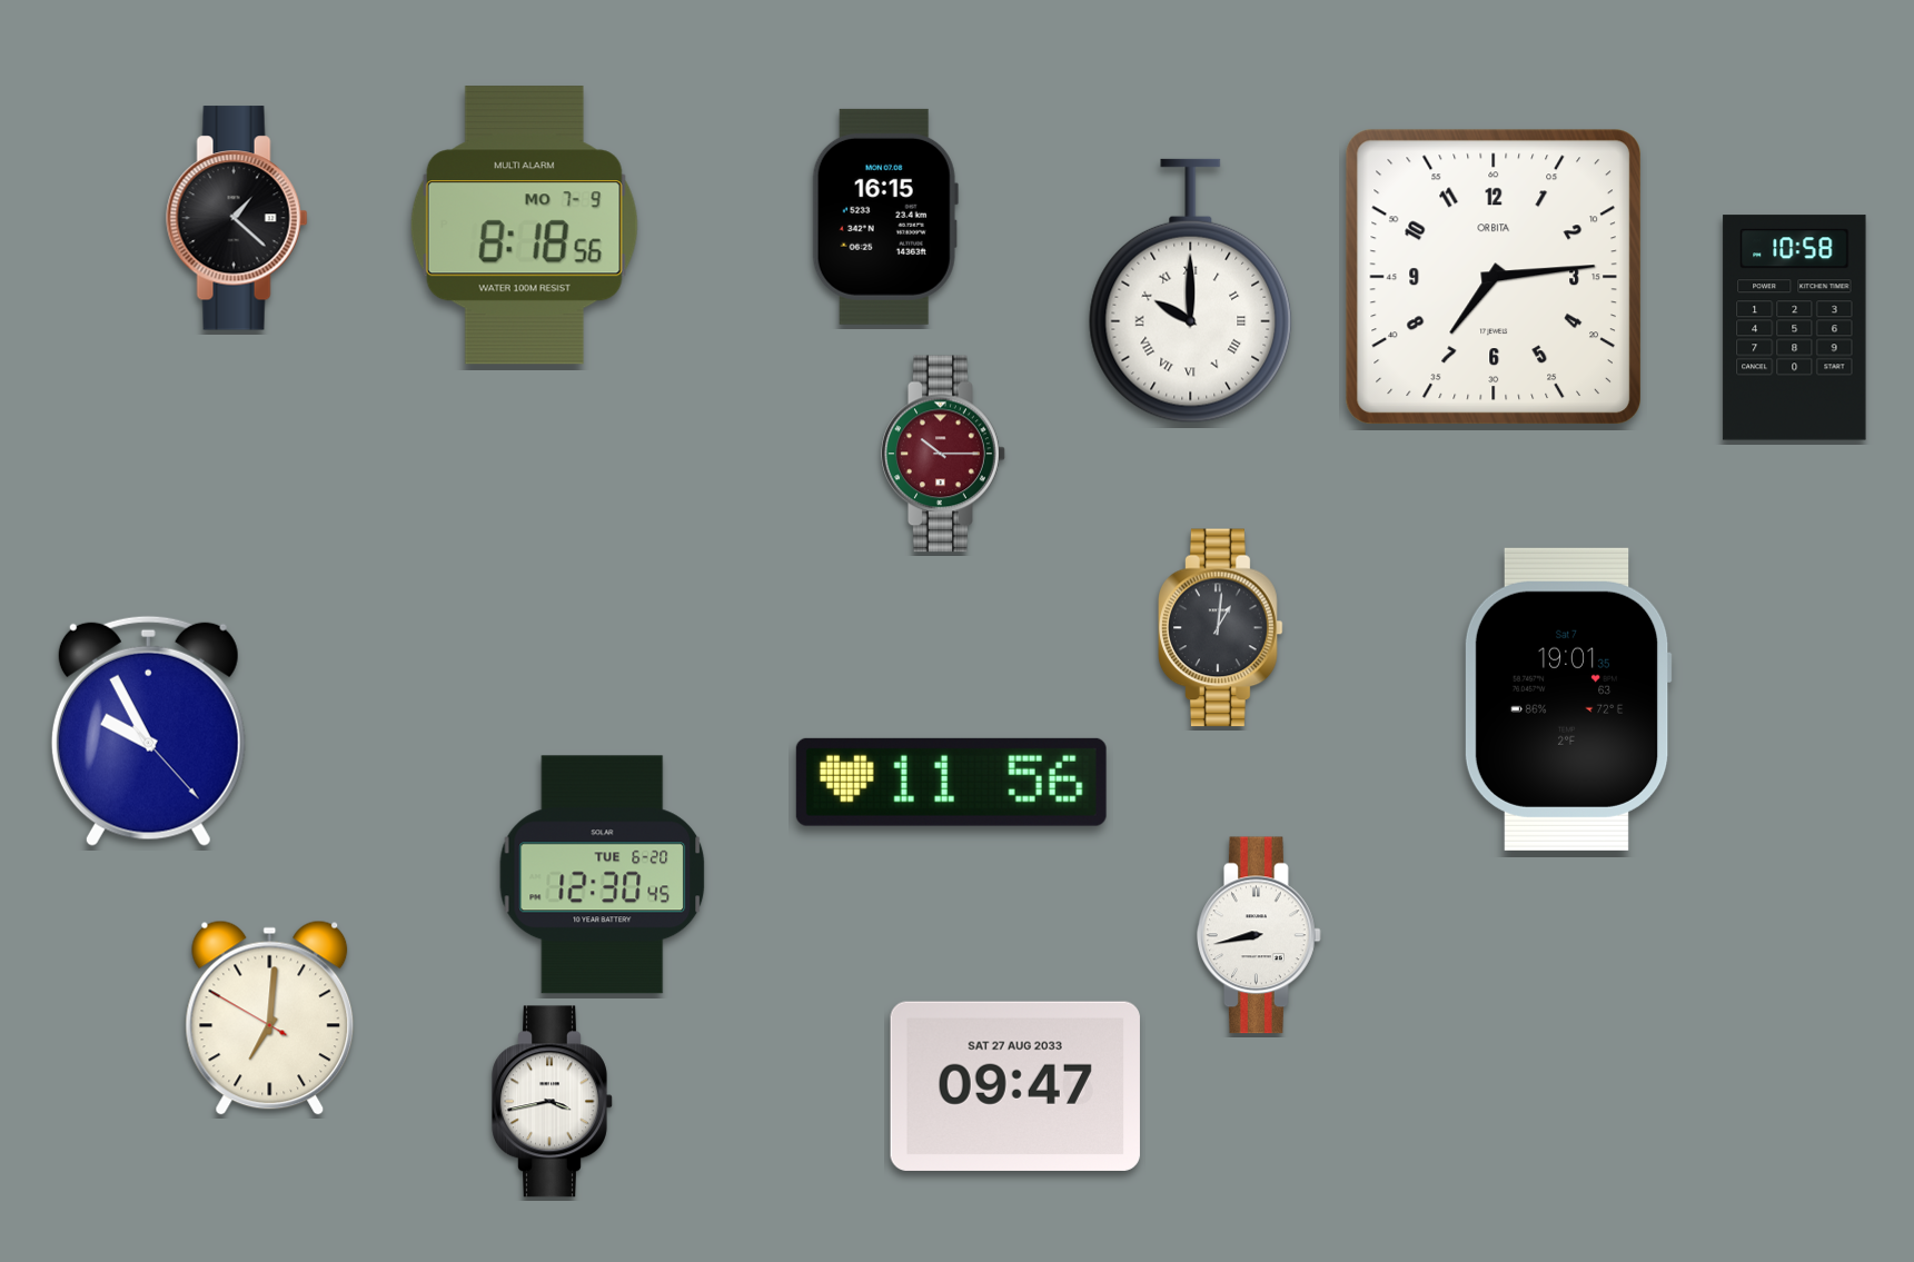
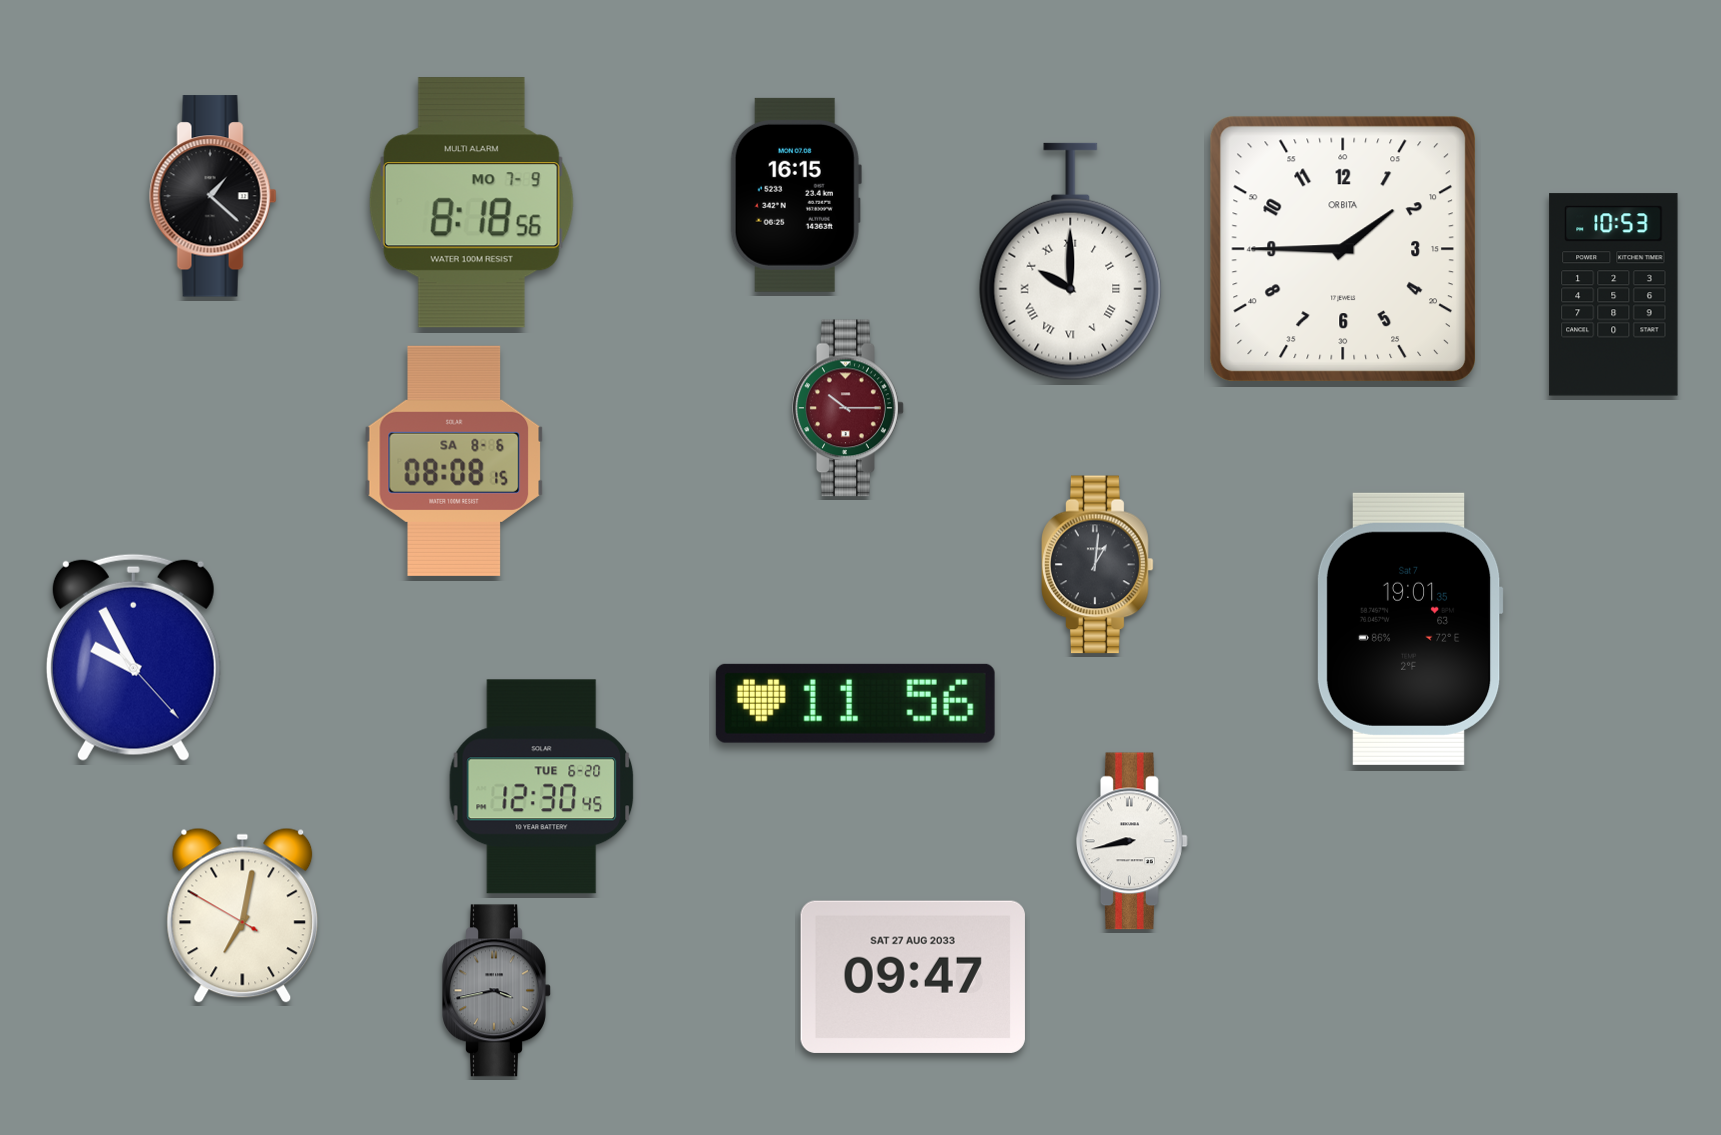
clock at (1494, 277): 7:14 -> 1:45
clock at (1795, 328): 10:58 -> 10:53
clock at (454, 461): none -> 08:08
clock at (270, 1017): 7:00 -> 7:01
clock at (553, 1102) dial: white -> grey
